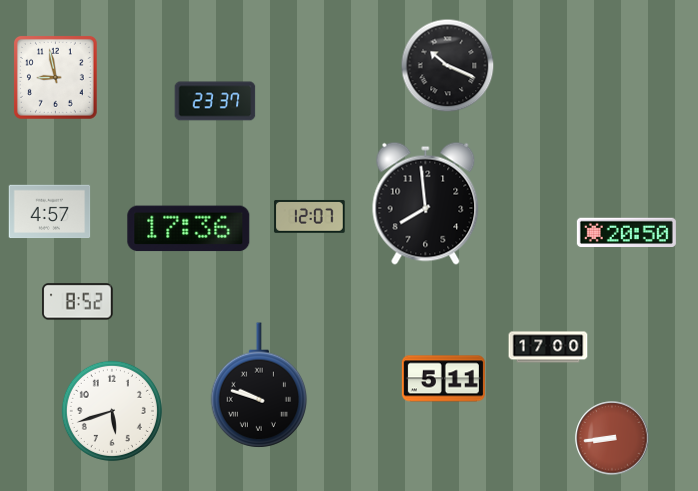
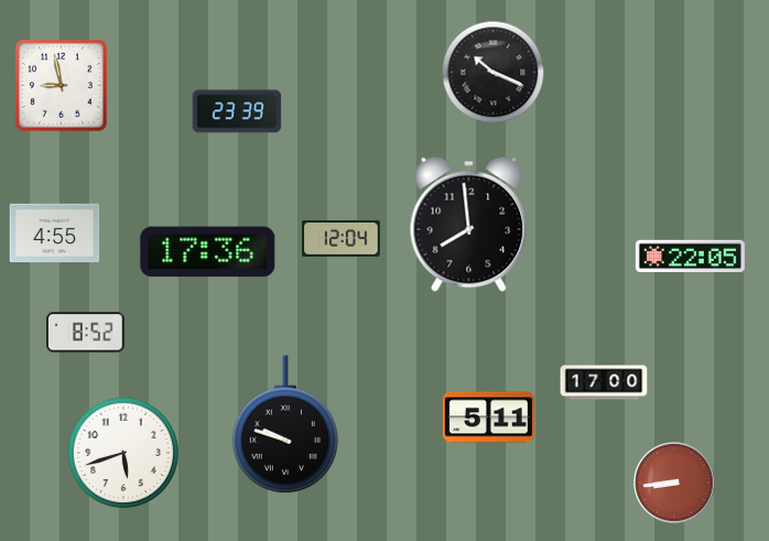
clock at (215, 101): 23:37 -> 23:39
clock at (50, 212): 4:57 -> 4:55
clock at (310, 216): 12:07 -> 12:04
clock at (626, 233): 20:50 -> 22:05
